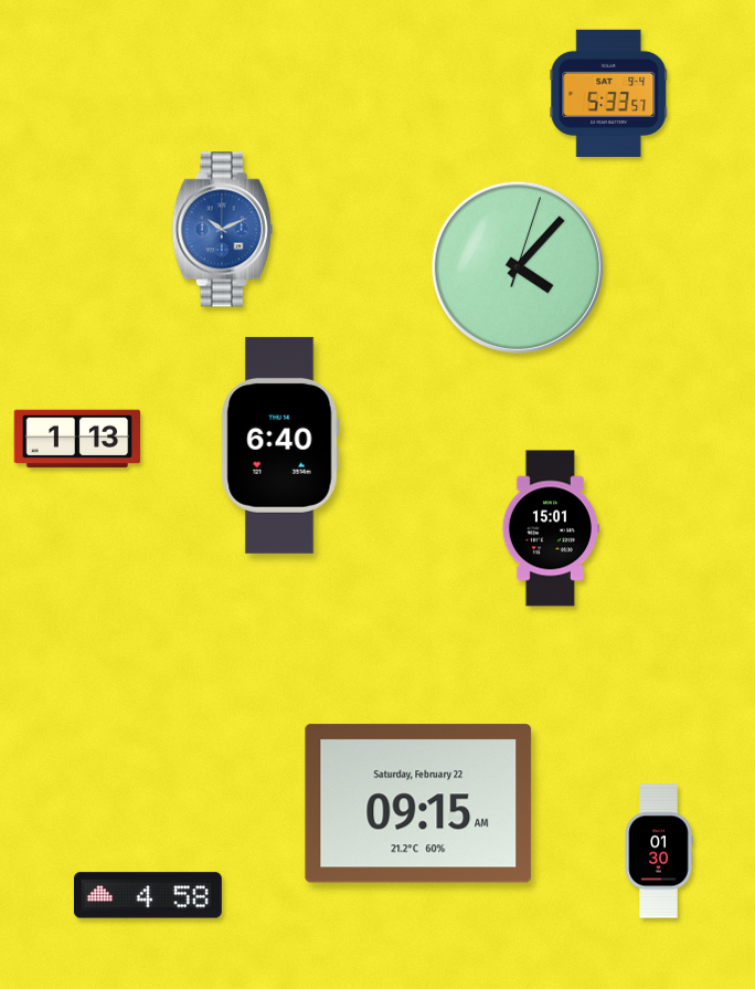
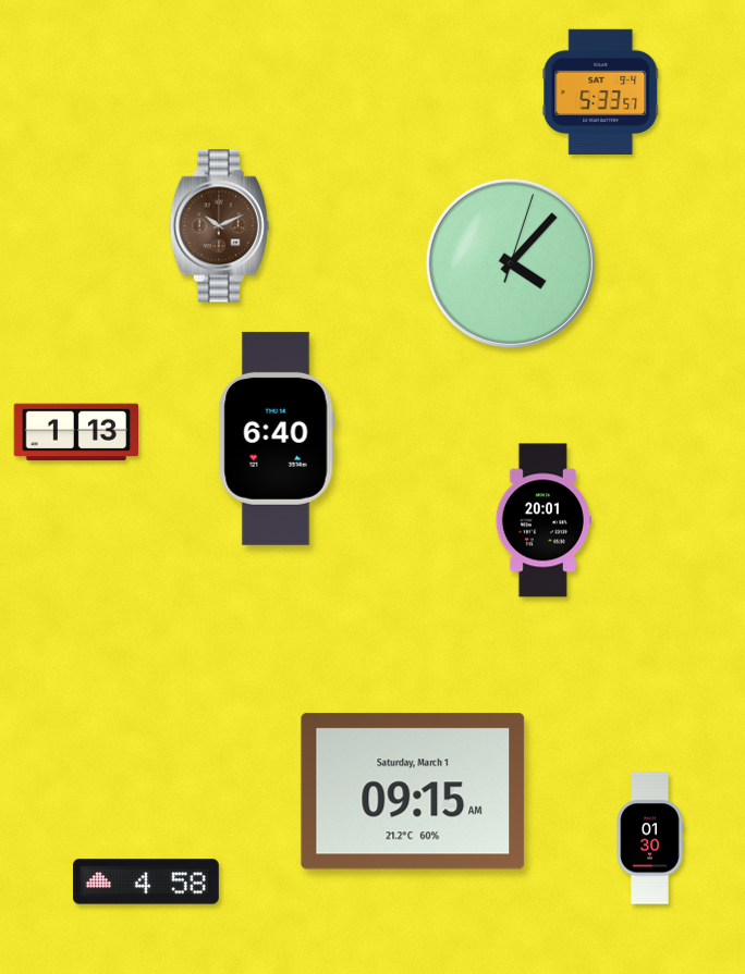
clock at (222, 230) dial: blue -> brown
clock at (551, 528): 15:01 -> 20:01
clock at (418, 803) date: Saturday, February 22 -> Saturday, March 1
